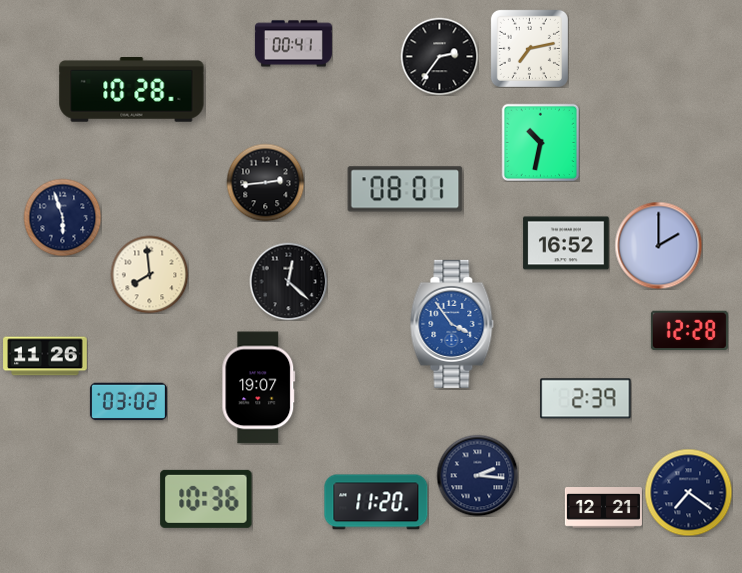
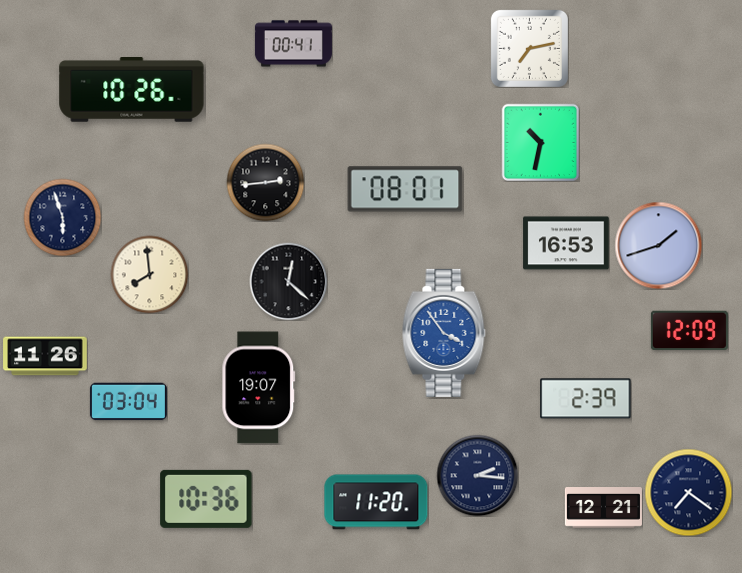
clock at (439, 56): 2:36 -> none
clock at (132, 90): 10:28 -> 10:26
clock at (566, 243): 16:52 -> 16:53
clock at (658, 245): 2:00 -> 1:42
clock at (452, 324) position: (452, 324) -> (444, 333)
clock at (689, 331): 12:28 -> 12:09
clock at (128, 402): 03:02 -> 03:04
